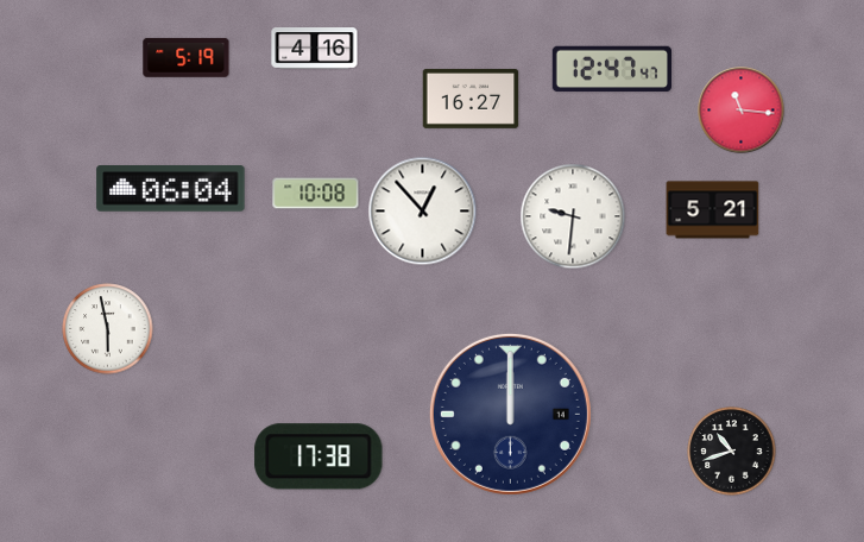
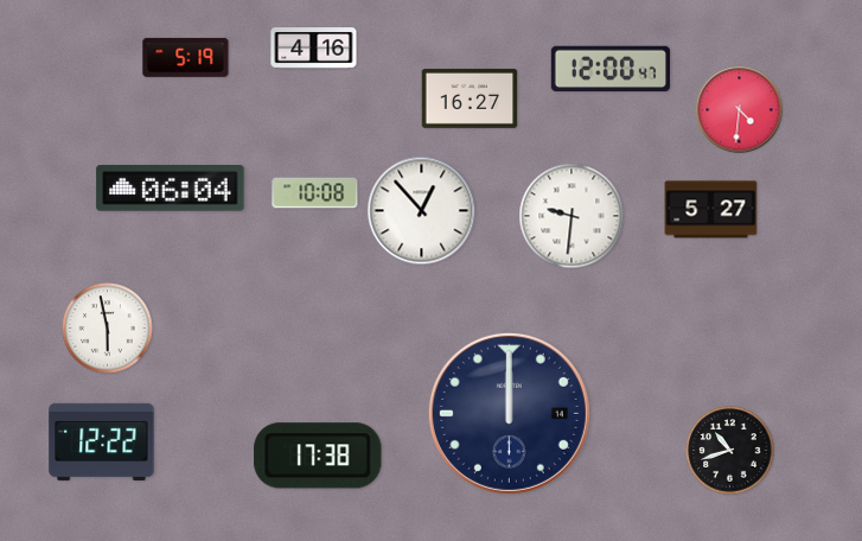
clock at (611, 69): 12:47 -> 12:00
clock at (742, 111): 11:16 -> 4:31
clock at (713, 210): 5:21 -> 5:27
clock at (102, 441): none -> 12:22
